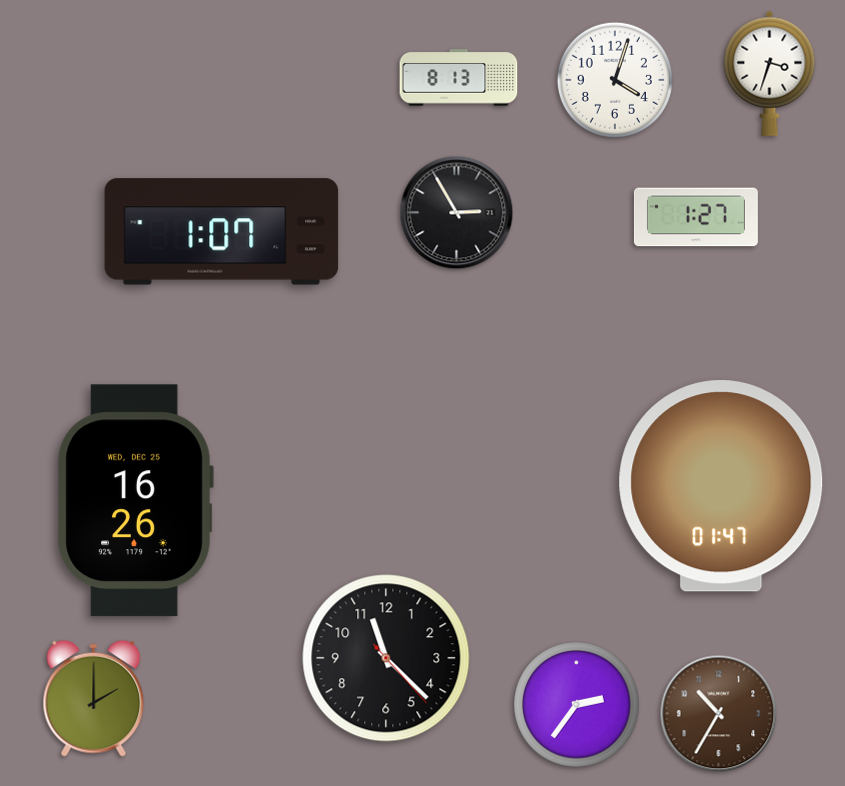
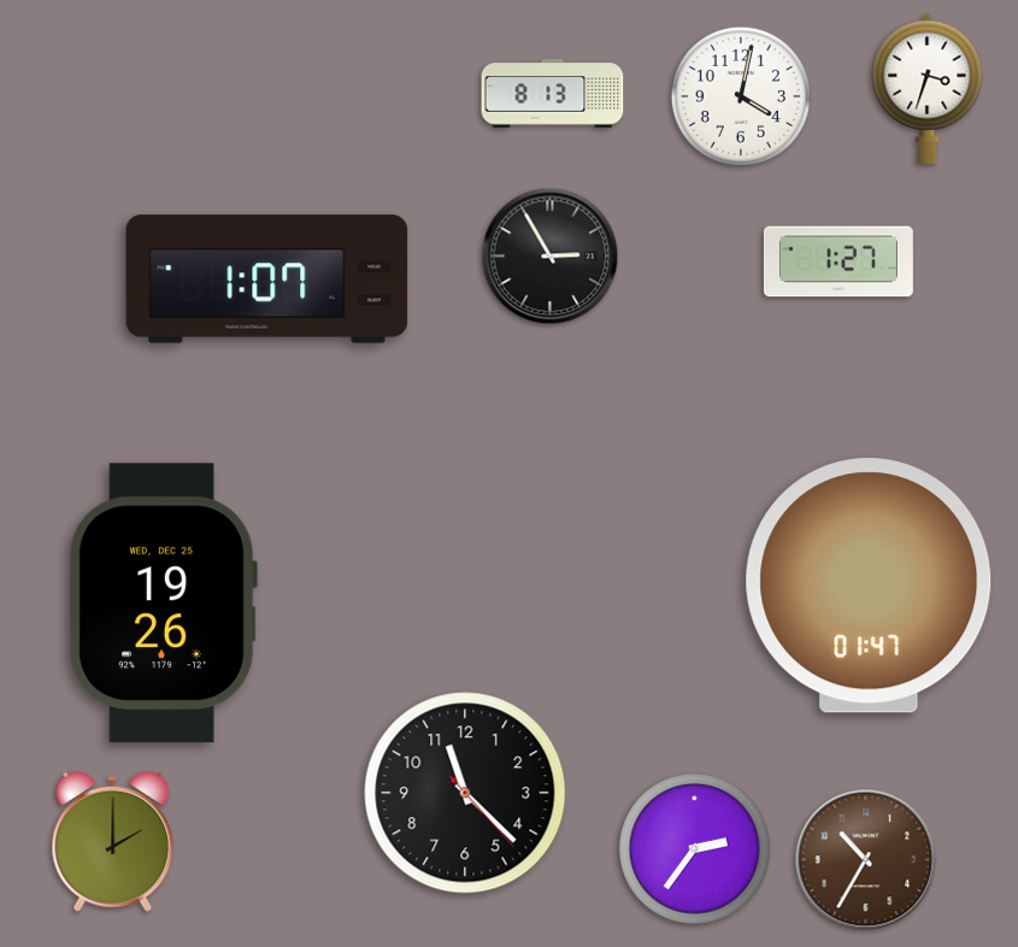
clock at (615, 80): 4:03 -> 4:02
clock at (135, 501): 16:26 -> 19:26
